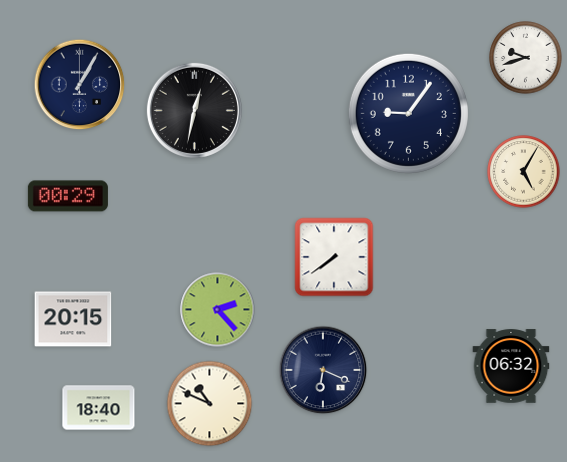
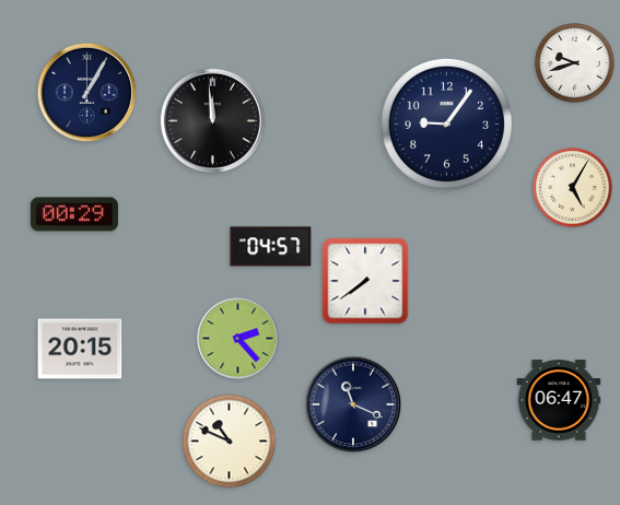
clock at (194, 110): 12:32 -> 11:59
clock at (271, 247): none -> 04:57
clock at (511, 366): 06:32 -> 06:47
clock at (323, 370): 6:19 -> 11:19
clock at (99, 408): 18:40 -> none
